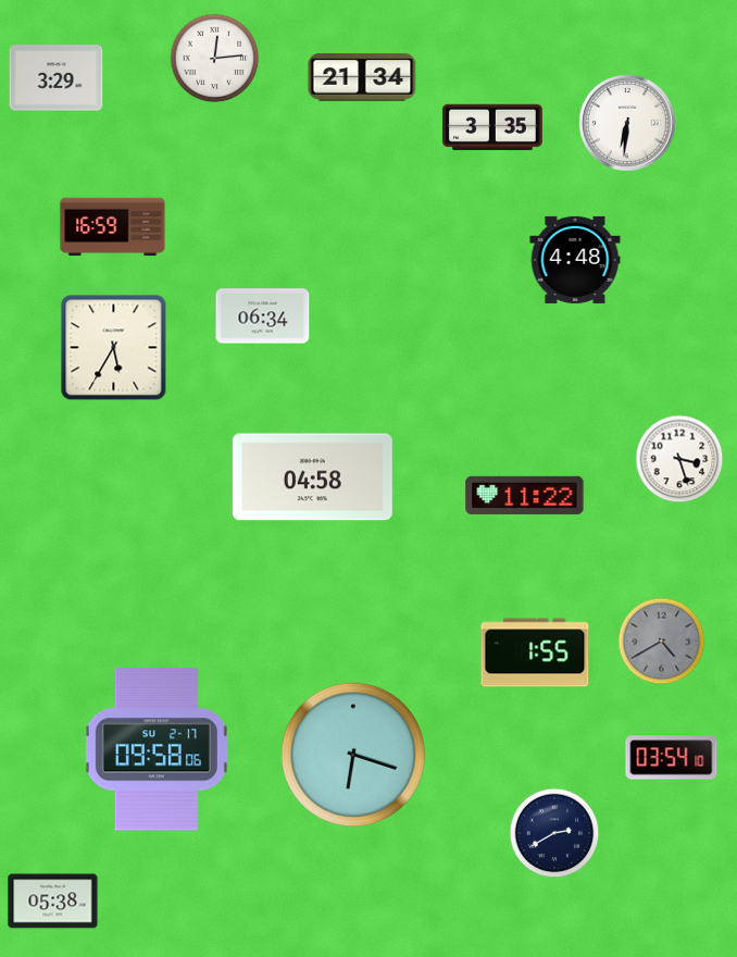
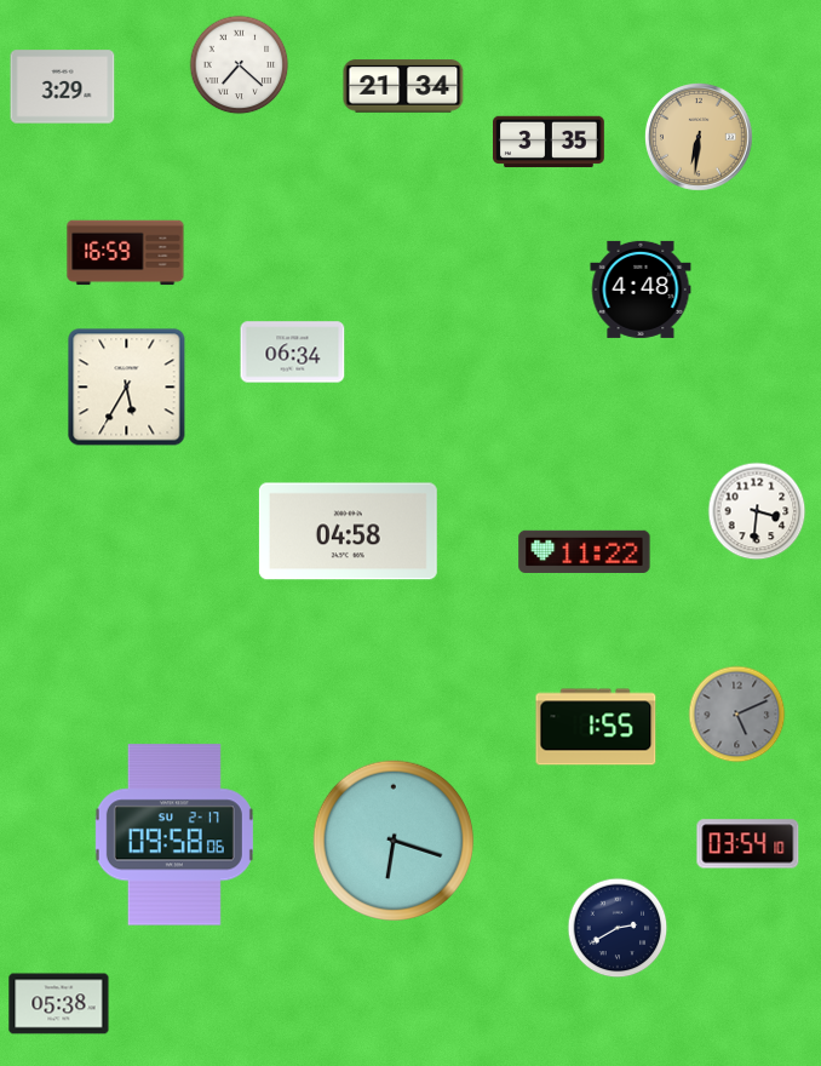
clock at (215, 59): 12:14 -> 7:22
clock at (628, 124) dial: white -> champagne
clock at (679, 459): 3:27 -> 3:31
clock at (662, 642): 4:40 -> 5:11
